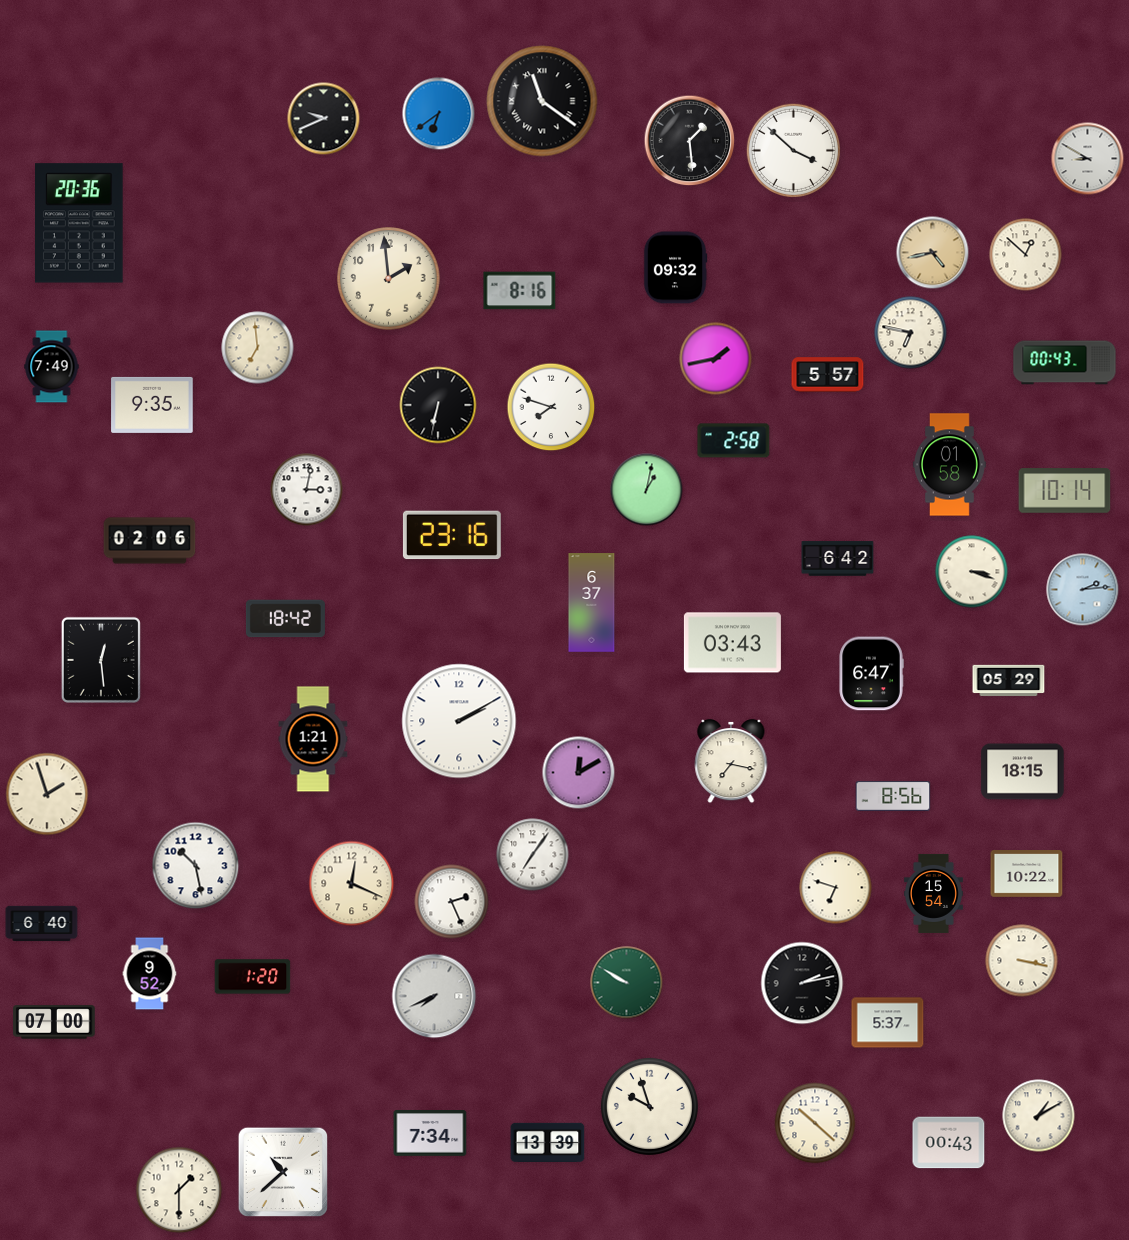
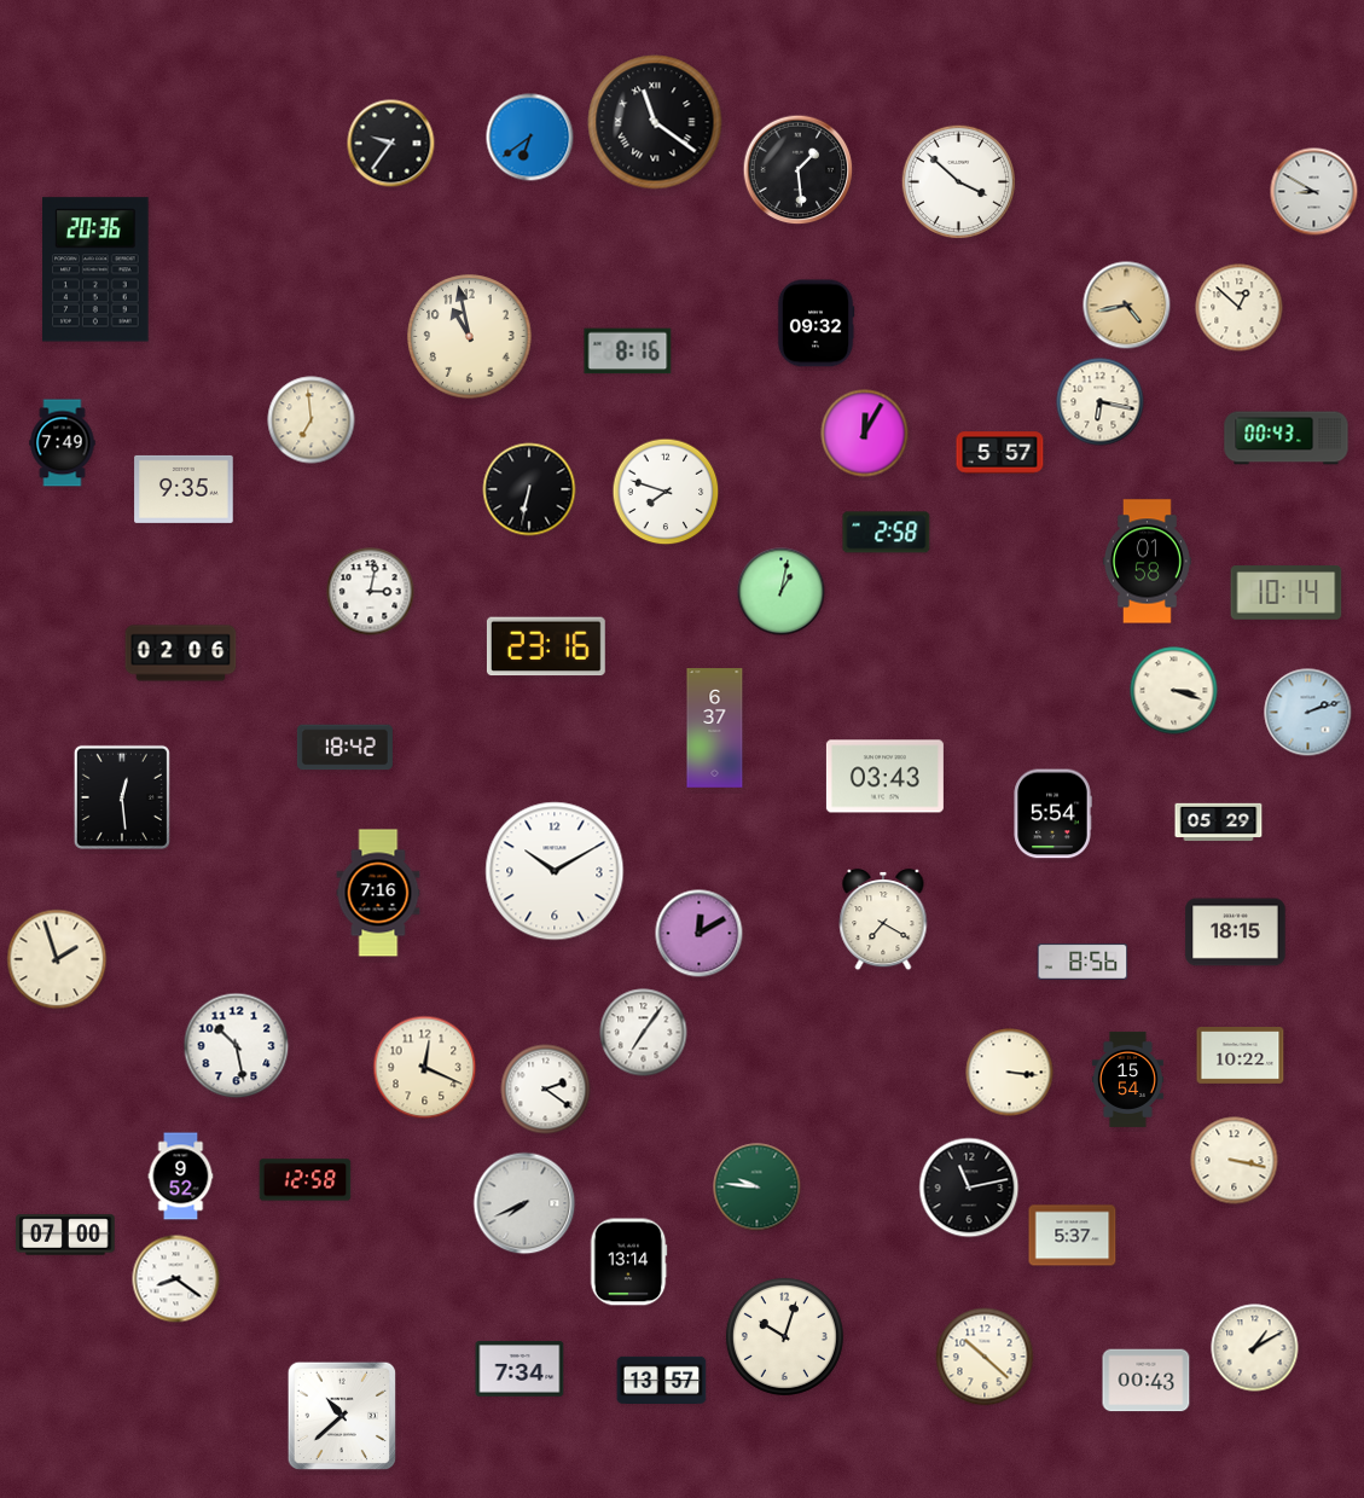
clock at (324, 119): 9:41 -> 9:36
clock at (690, 141) position: (690, 141) -> (799, 170)
clock at (389, 279): 1:59 -> 10:58
clock at (911, 333): 6:47 -> 6:17
clock at (716, 359): 1:43 -> 12:05
clock at (838, 559): 6:42 -> none
clock at (1083, 590): 2:14 -> 2:12
clock at (871, 674): 6:47 -> 5:54
clock at (459, 721): 2:10 -> 10:10
clock at (313, 739): 1:21 -> 7:16
clock at (731, 761): 7:17 -> 7:20
clock at (893, 797) position: (893, 797) -> (1083, 963)
clock at (836, 888): 6:48 -> 3:16
clock at (452, 902): 2:26 -> 2:21
clock at (42, 924): 6:40 -> none
clock at (253, 977): 1:20 -> 12:58
clock at (627, 983): 9:50 -> 9:46
clock at (802, 983): 2:13 -> 11:13
clock at (628, 1262): none -> 13:14
clock at (176, 1279): none -> 8:21
clock at (649, 1106): 9:57 -> 10:03
clock at (548, 1142): 13:39 -> 13:57
clock at (179, 1190): 1:30 -> none
